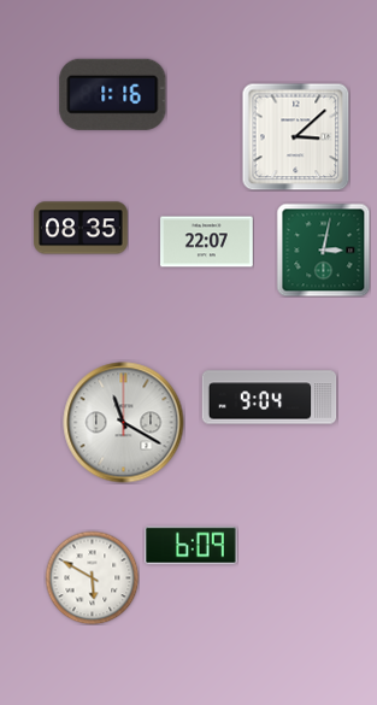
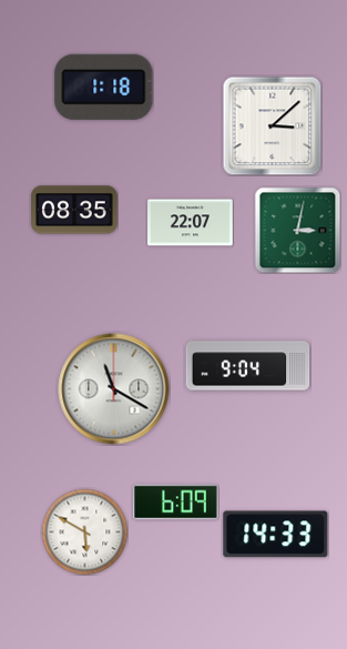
clock at (113, 94): 1:16 -> 1:18
clock at (276, 535): none -> 14:33
